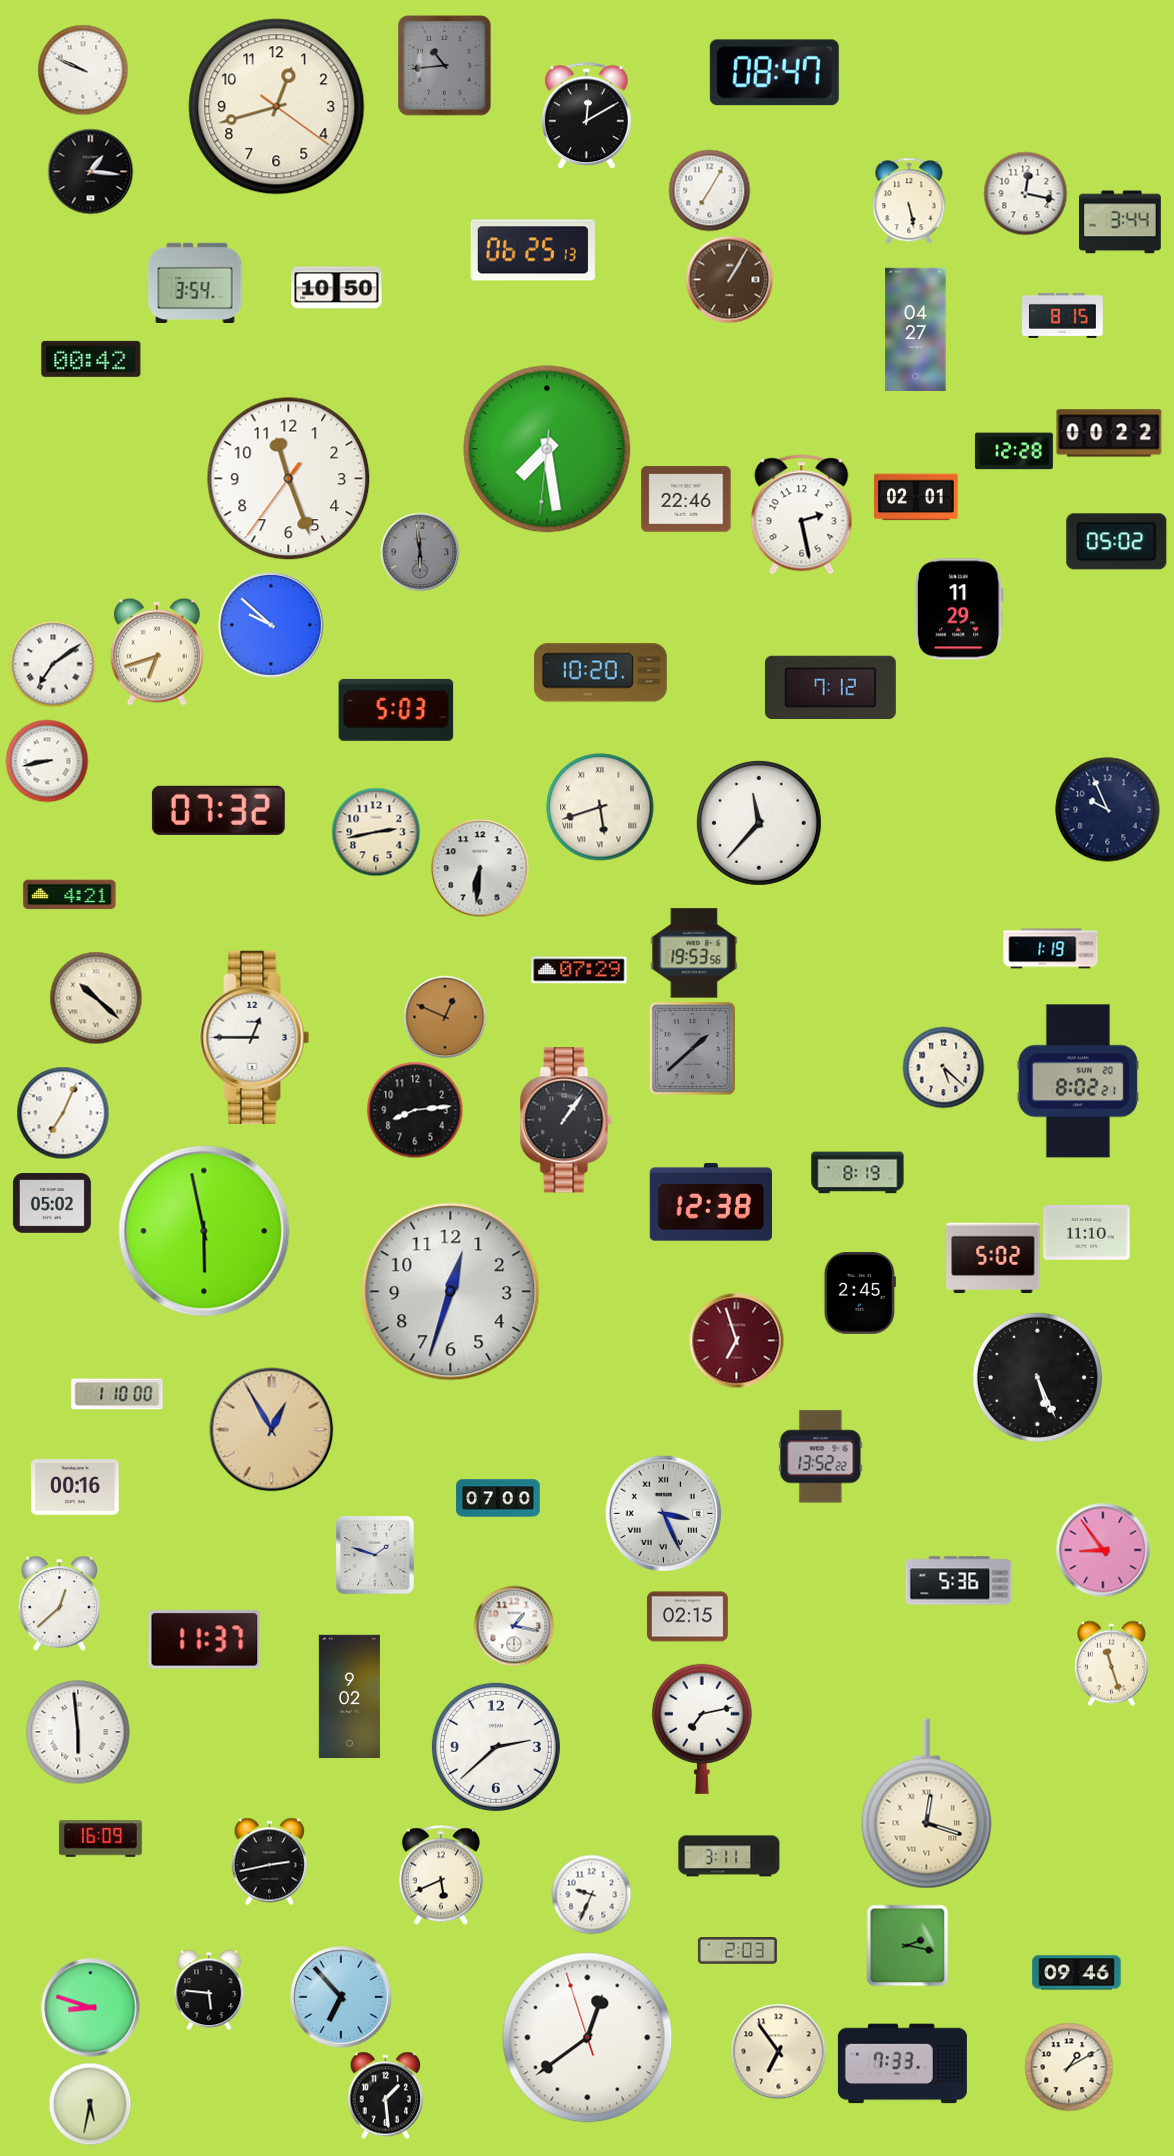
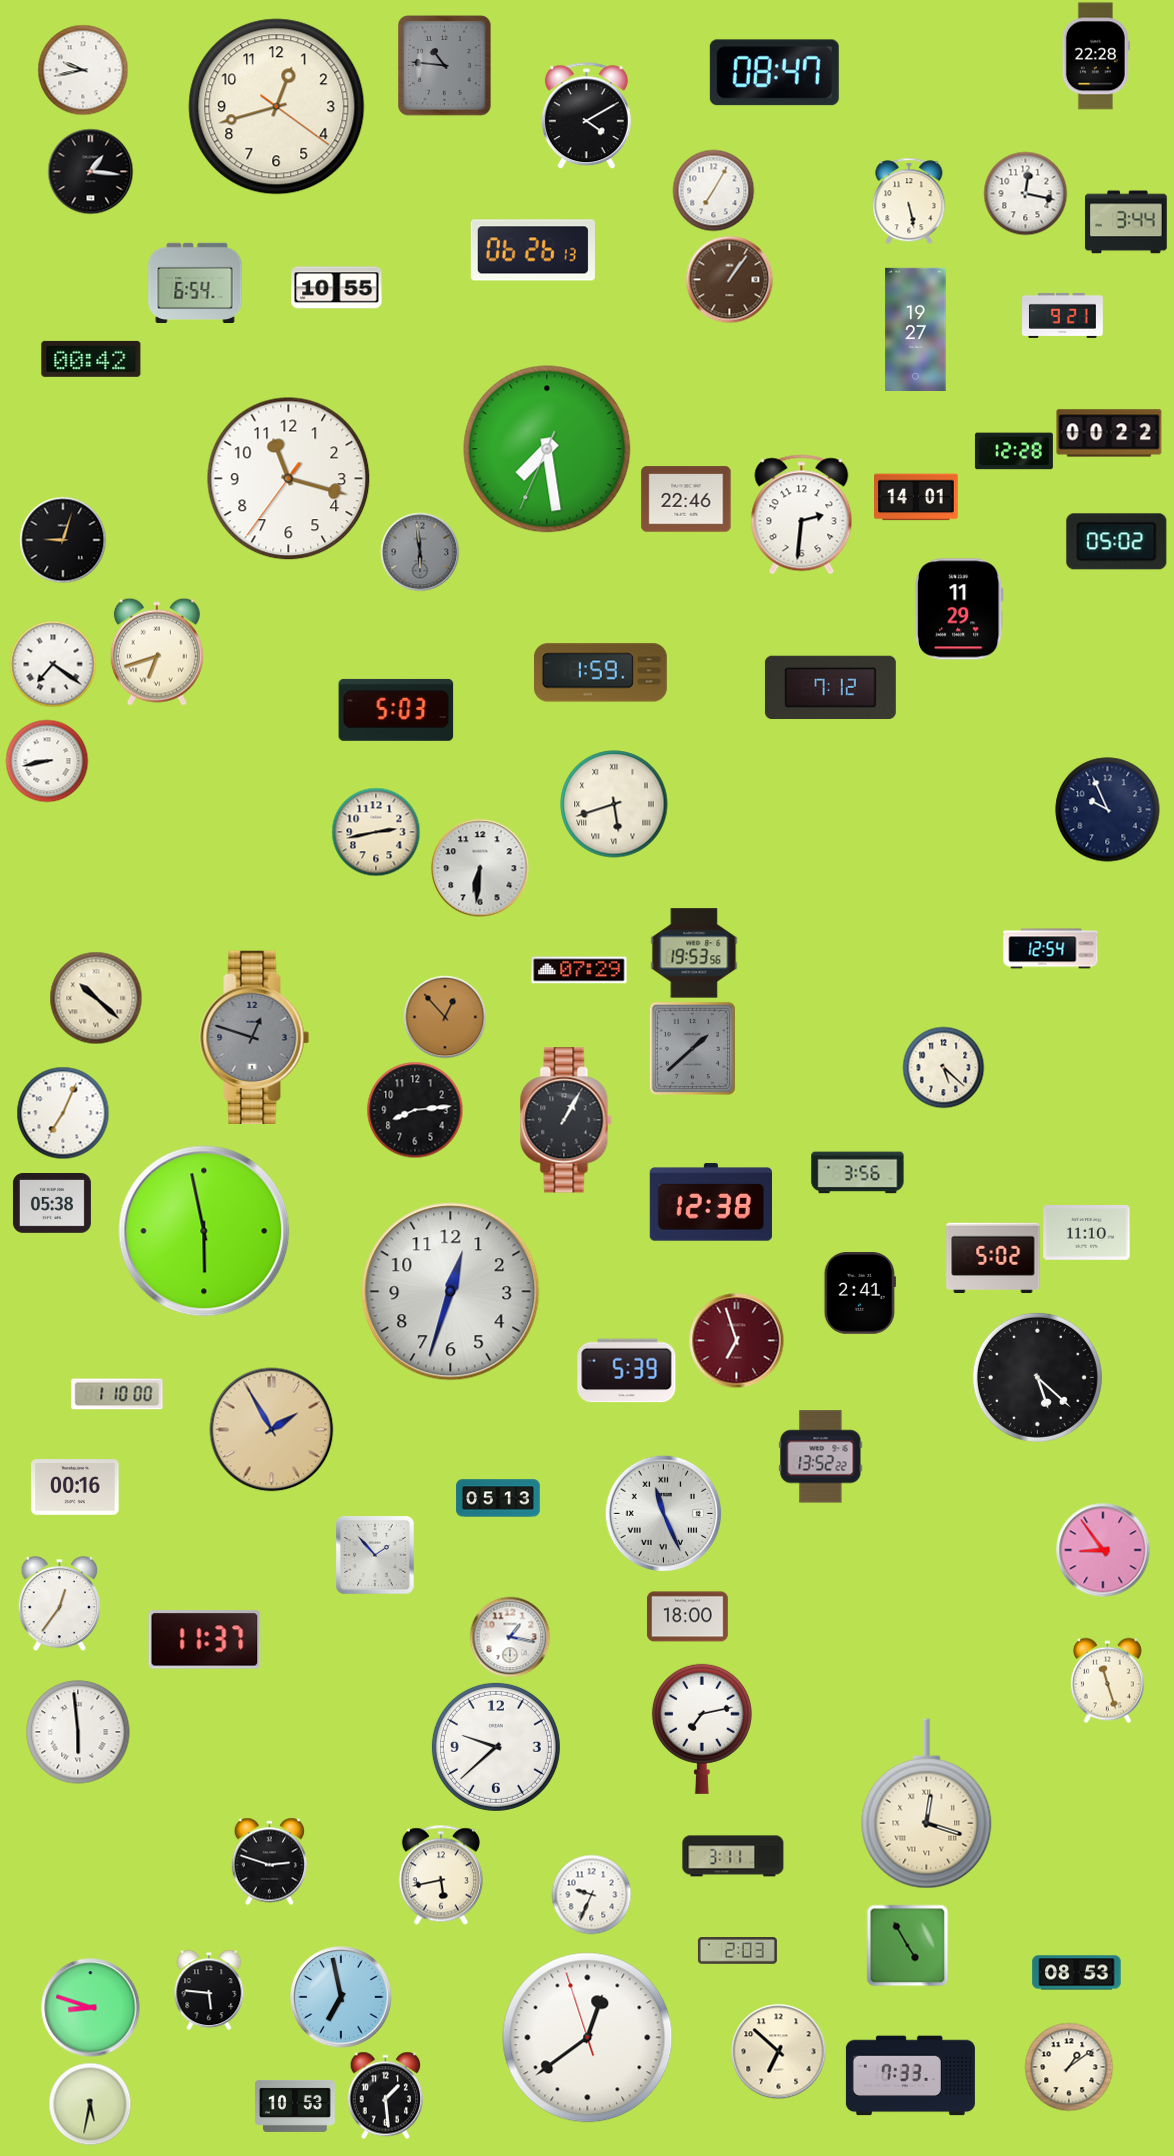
clock at (1096, 56): none -> 22:28
clock at (445, 66): 10:44 -> 10:46
clock at (83, 70): 9:49 -> 9:43
clock at (586, 116): 12:10 -> 4:10
clock at (709, 190) position: (709, 190) -> (713, 190)
clock at (1120, 222) position: (1120, 222) -> (1126, 222)
clock at (533, 250): 06:25 -> 06:26
clock at (729, 279): 1:05 -> 1:06
clock at (195, 282): 3:54 -> 6:54
clock at (337, 288): 10:50 -> 10:55
clock at (1063, 315): 8:15 -> 9:21
clock at (916, 329): 04:27 -> 19:27
clock at (547, 449): 7:28:31 -> 7:28:34
clock at (289, 479): 11:26 -> 11:17
clock at (916, 497): 02:01 -> 14:01
clock at (802, 515): 2:28 -> 2:31
clock at (63, 540): none -> 9:03
clock at (272, 626): 9:52 -> none
clock at (53, 664): 7:09 -> 7:21
clock at (601, 673): 10:20 -> 1:59
clock at (600, 807) position: (600, 807) -> (614, 804)
clock at (218, 810): 07:32 -> none
clock at (759, 823): 11:37 -> none
clock at (70, 895): 4:21 -> none
clock at (1051, 949): 1:19 -> 12:54
clock at (445, 1017): 12:49 -> 12:53
clock at (255, 1037): 12:45 -> 12:48
clock at (255, 1037) dial: white -> grey
clock at (1078, 1081): 8:02 -> none
clock at (566, 1120): 1:06 -> 1:05
clock at (858, 1173): 8:19 -> 3:56
clock at (52, 1204): 05:02 -> 05:38
clock at (860, 1294): 2:45 -> 2:41
clock at (627, 1371): none -> 5:39
clock at (1037, 1377): 5:26 -> 5:22
clock at (272, 1430): 12:55 -> 1:55
clock at (498, 1498): 07:00 -> 05:13
clock at (663, 1513): 3:26 -> 11:26
clock at (375, 1555): 1:48 -> 1:53
clock at (959, 1581): 5:36 -> none
clock at (60, 1603): 12:38 -> 12:36
clock at (688, 1617): 02:15 -> 18:00
clock at (514, 1626) position: (514, 1626) -> (510, 1637)
clock at (1111, 1663) position: (1111, 1663) -> (1107, 1680)
clock at (349, 1696): 9:02 -> none
clock at (496, 1747): 2:38 -> 9:38
clock at (101, 1839): 16:09 -> none
clock at (729, 1856) position: (729, 1856) -> (733, 1856)
clock at (270, 1861): 2:43 -> 2:48
clock at (441, 1875): 5:41 -> 5:43
clock at (907, 1945): 2:17 -> 4:55
clock at (1077, 1973): 09:46 -> 08:53
clock at (341, 1997): 6:53 -> 6:58
clock at (778, 2051): 6:54 -> 6:52
clock at (902, 2064) position: (902, 2064) -> (910, 2076)
clock at (1069, 2067): 1:10 -> 1:09
clock at (295, 2106): none -> 10:53
